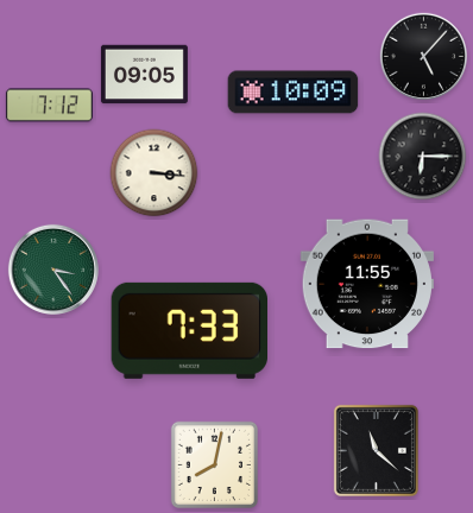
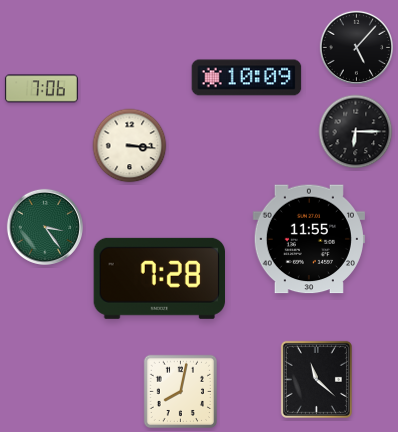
clock at (144, 75): 09:05 -> none
clock at (49, 106): 7:12 -> 7:06
clock at (189, 330): 7:33 -> 7:28
